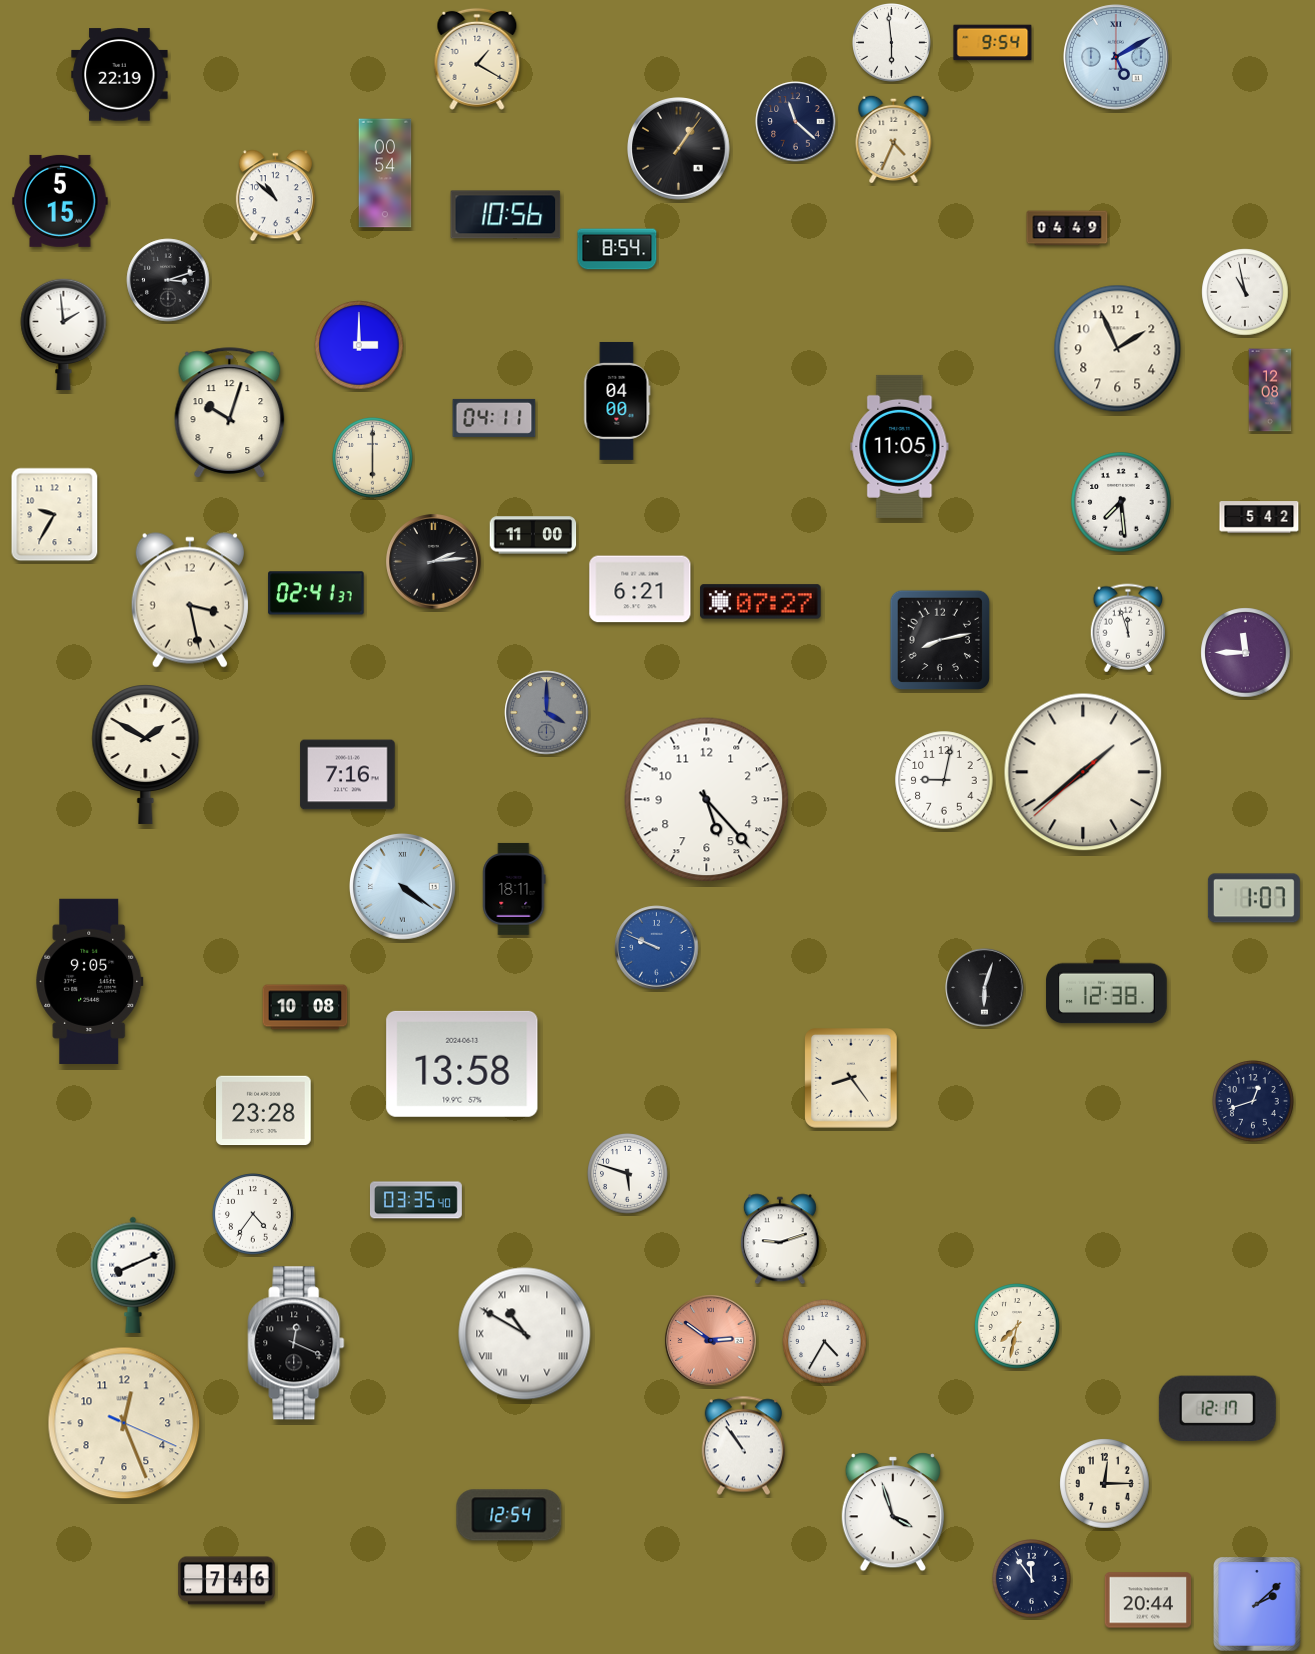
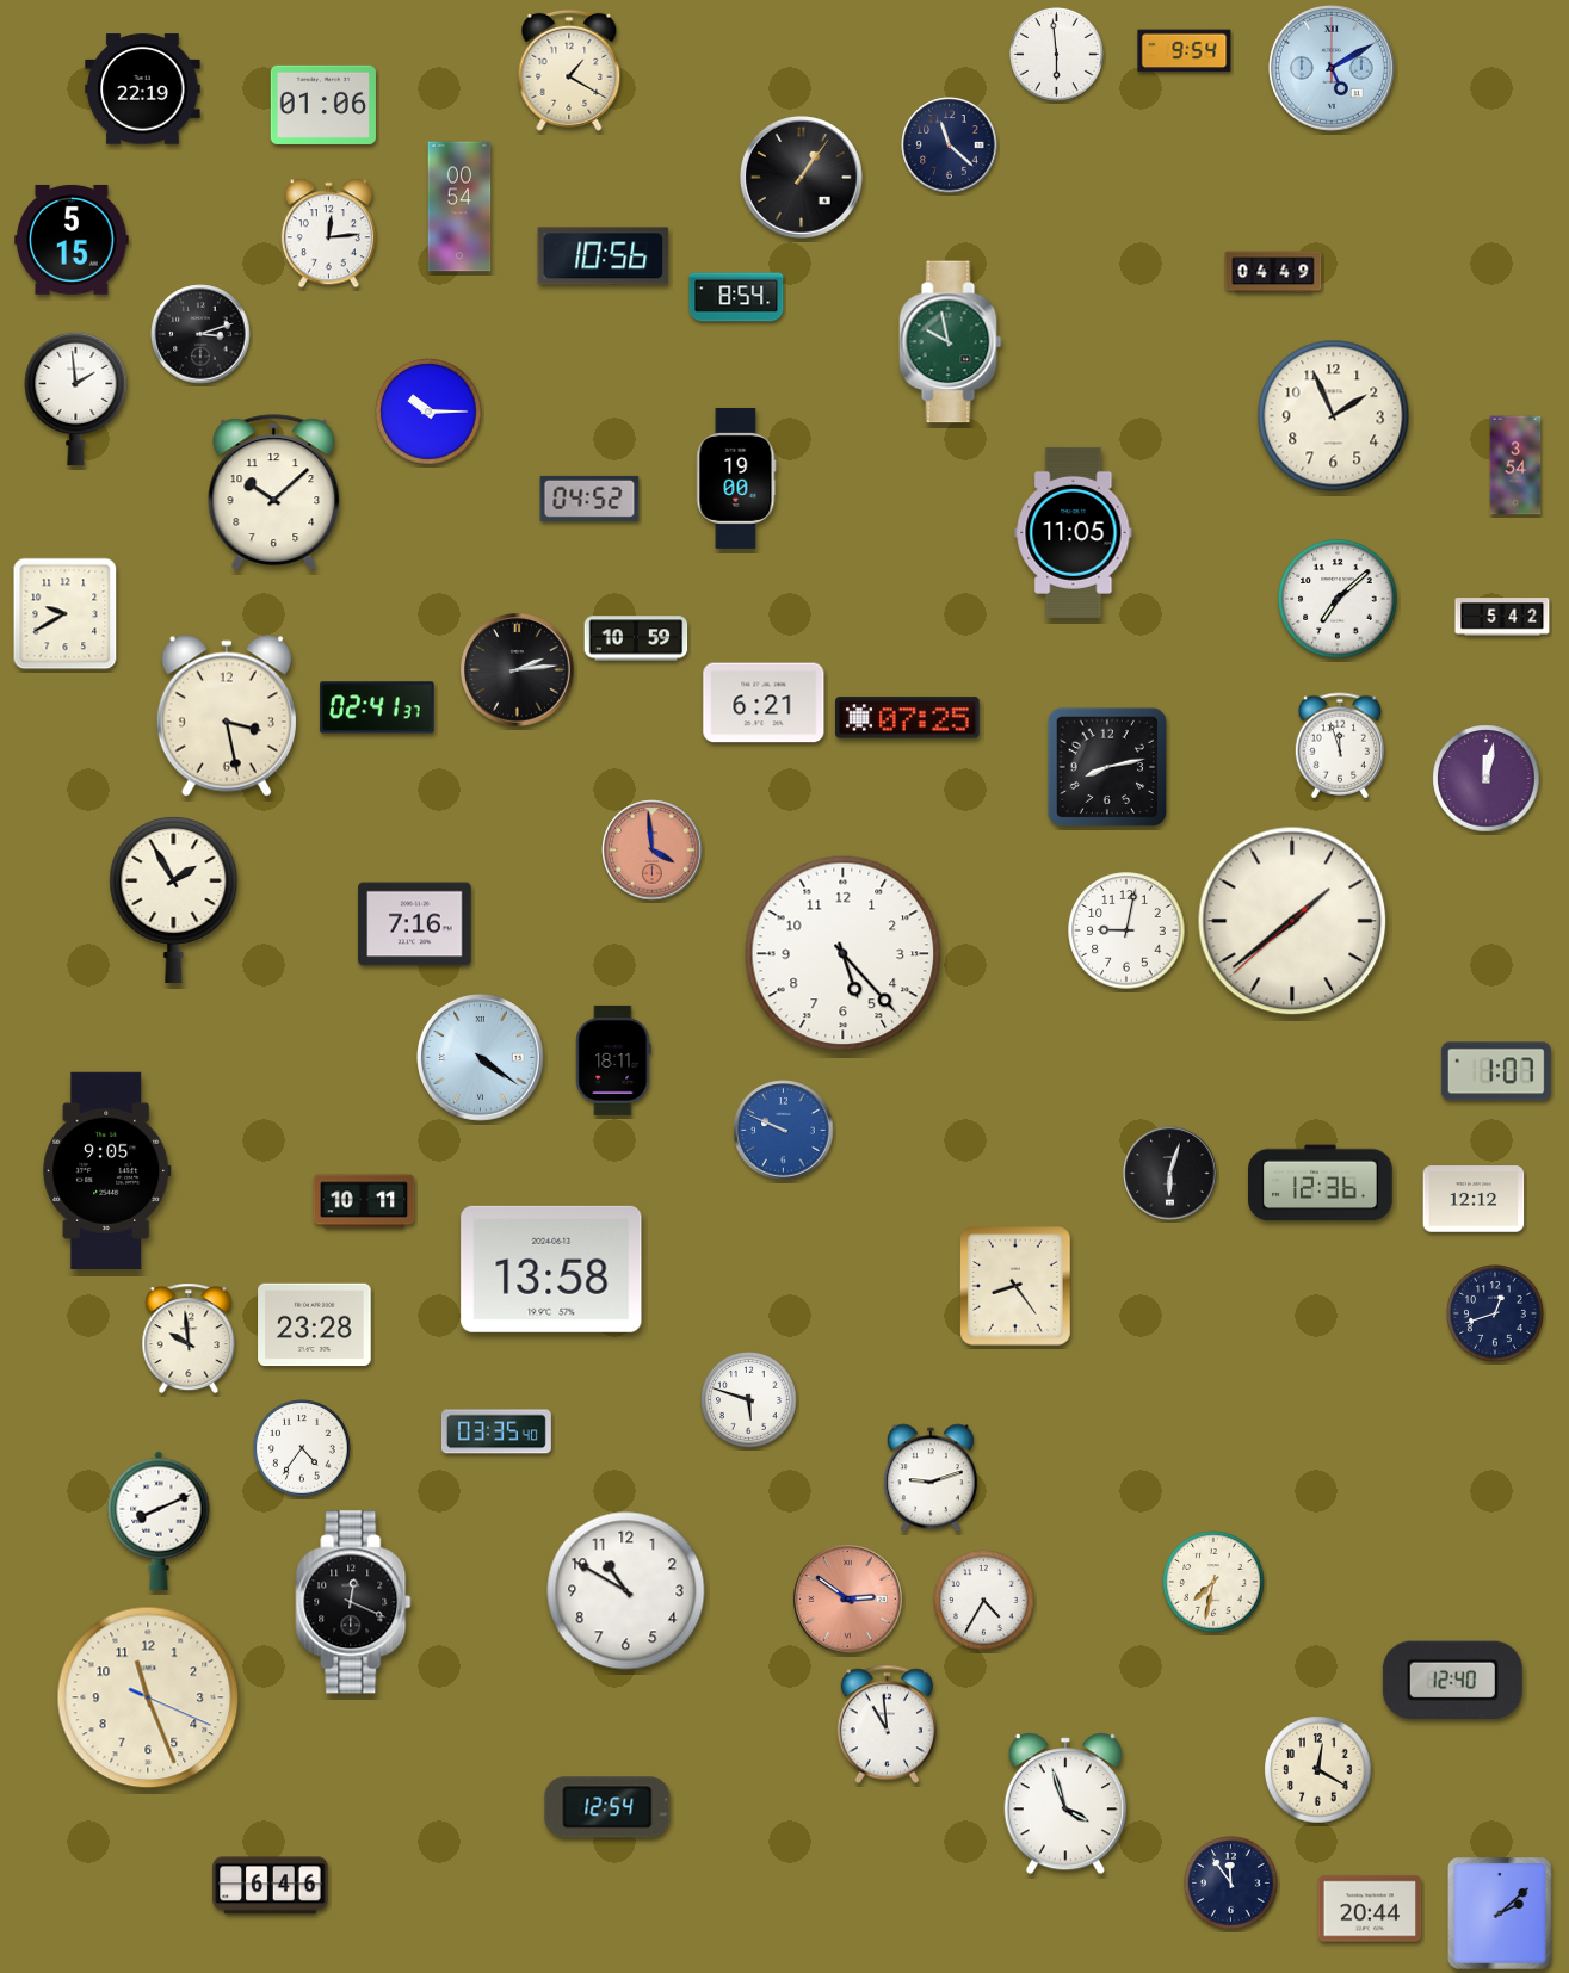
clock at (892, 43) position: (892, 43) -> (1057, 55)
clock at (323, 105): none -> 01:06
clock at (894, 139): 4:34 -> none
clock at (679, 149) position: (679, 149) -> (802, 178)
clock at (275, 196): 10:52 -> 12:14
clock at (951, 342): none -> 9:58
clock at (1245, 292): 10:58 -> none
clock at (359, 345): 3:00 -> 10:15
clock at (1270, 390): 12:08 -> 3:54
clock at (617, 401): 04:00 -> 19:00
clock at (230, 413): 10:03 -> 10:08
clock at (494, 418): 04:11 -> 04:52
clock at (373, 458): 6:00 -> none
clock at (1121, 502): 7:29 -> 7:08
clock at (55, 515): 9:35 -> 9:40
clock at (533, 535): 11:00 -> 10:59
clock at (761, 602): 07:27 -> 07:25
clock at (1127, 628) position: (1127, 628) -> (1339, 746)
clock at (940, 640) position: (940, 640) -> (1107, 767)
clock at (1246, 653): 11:45 -> 12:02
clock at (547, 713): 4:00 -> 3:59
clock at (547, 713) dial: grey -> salmon
clock at (146, 754): 1:50 -> 1:55
clock at (985, 988) position: (985, 988) -> (1170, 1174)
clock at (1107, 992): 12:38 -> 12:36
clock at (1474, 1199): none -> 12:12
clock at (305, 1007): 10:08 -> 10:11
clock at (189, 1338): none -> 9:59
clock at (525, 1334) numerals: Roman -> Arabic
clock at (1217, 1409): 12:17 -> 12:40
clock at (124, 1423): 12:26 -> 11:26
clock at (743, 1446): 10:54 -> 10:59
clock at (1105, 1484): 12:15 -> 12:20
clock at (227, 1581): 7:46 -> 6:46
